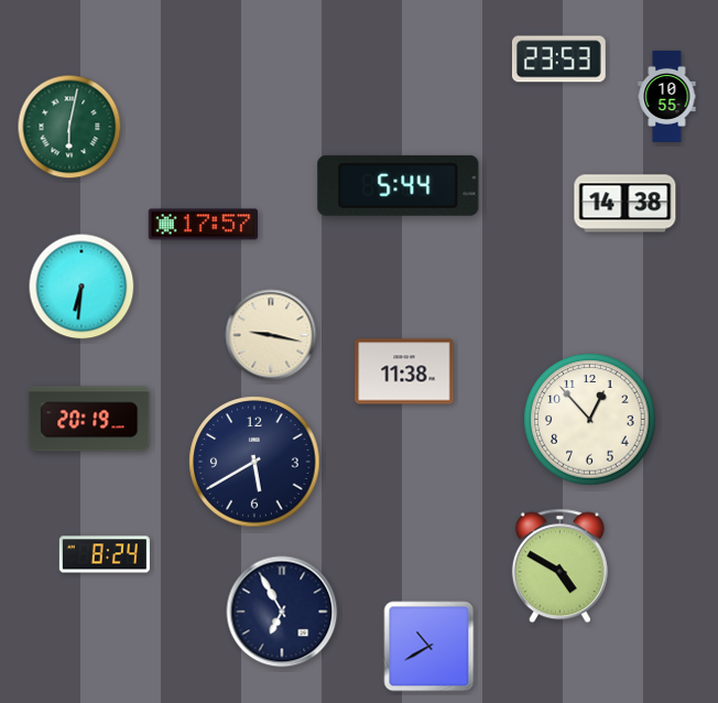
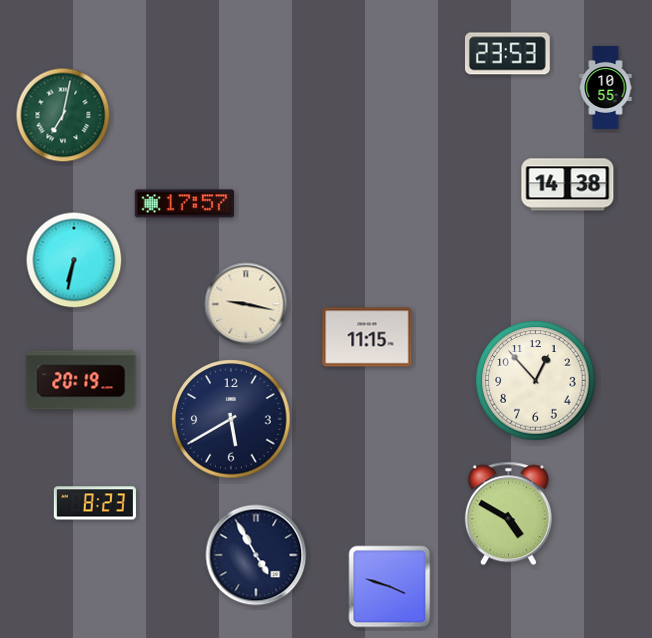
clock at (69, 127): 6:02 -> 7:02
clock at (399, 185): 5:44 -> none
clock at (81, 286): 6:31 -> 6:32
clock at (404, 371): 11:38 -> 11:15
clock at (105, 554): 8:24 -> 8:23
clock at (282, 612): 6:55 -> 4:55
clock at (429, 647): 10:40 -> 3:48
